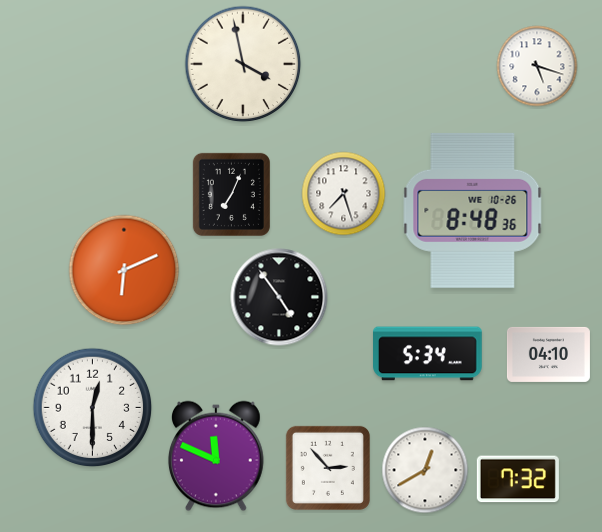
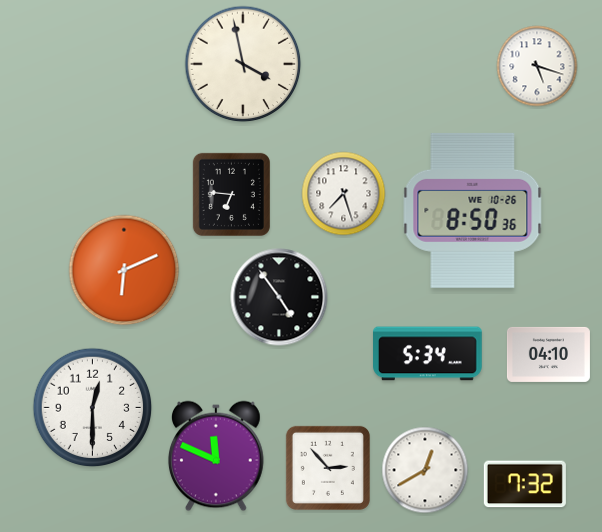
clock at (231, 194): 7:04 -> 6:46
clock at (473, 210): 8:48 -> 8:50
clock at (518, 479) position: (518, 479) -> (525, 484)
